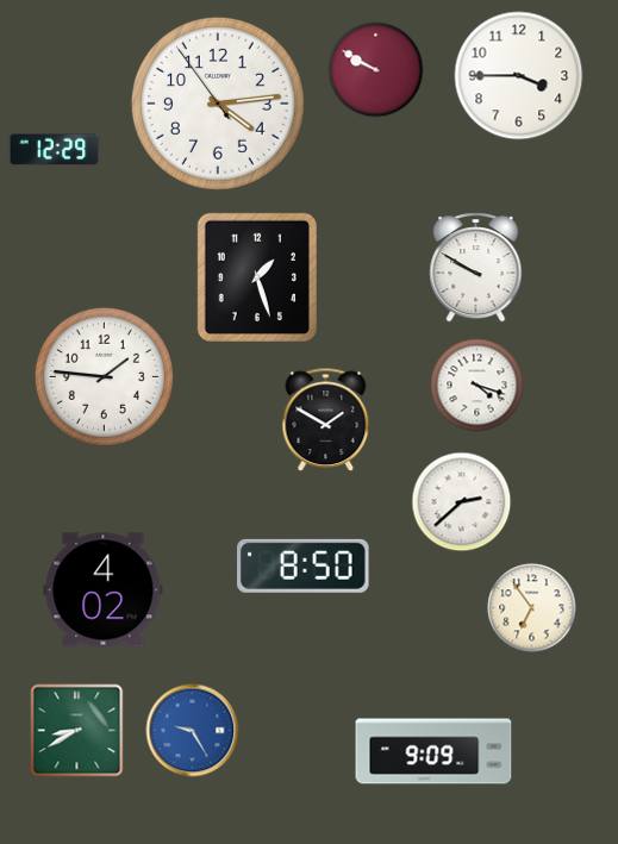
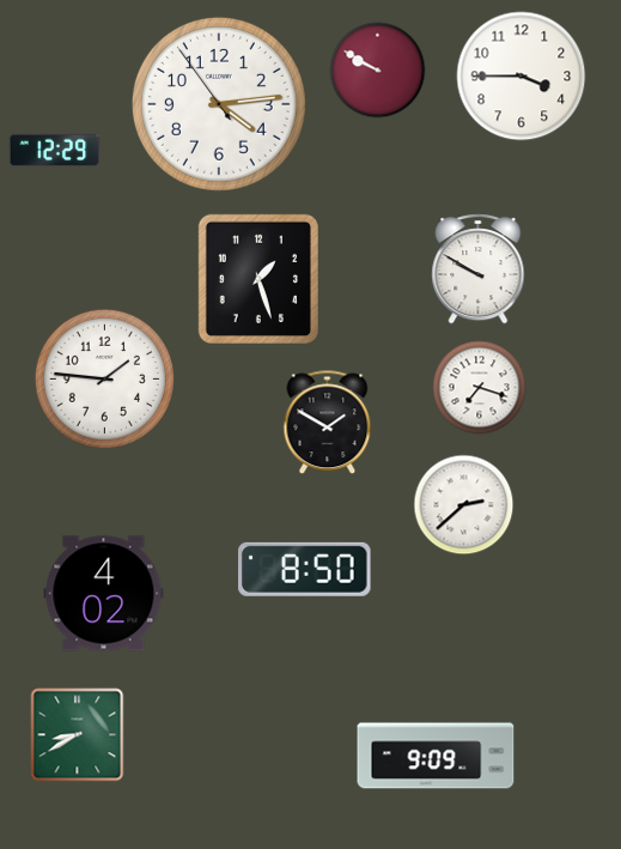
clock at (477, 386): 4:18 -> 7:18
clock at (532, 608): 6:54 -> none
clock at (193, 731): 9:25 -> none
